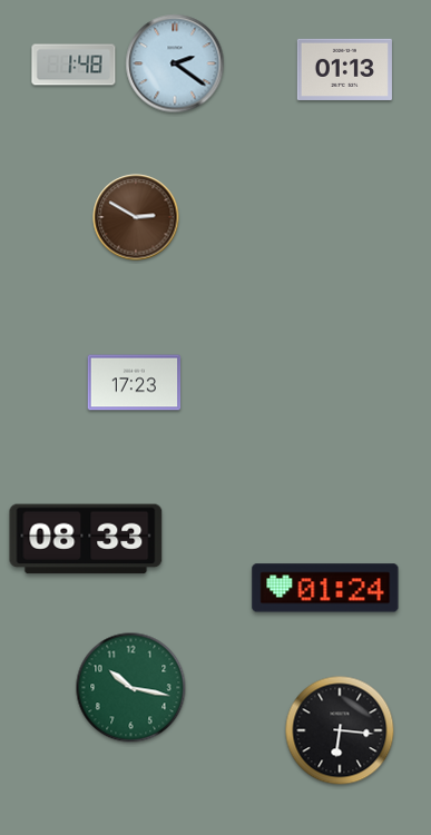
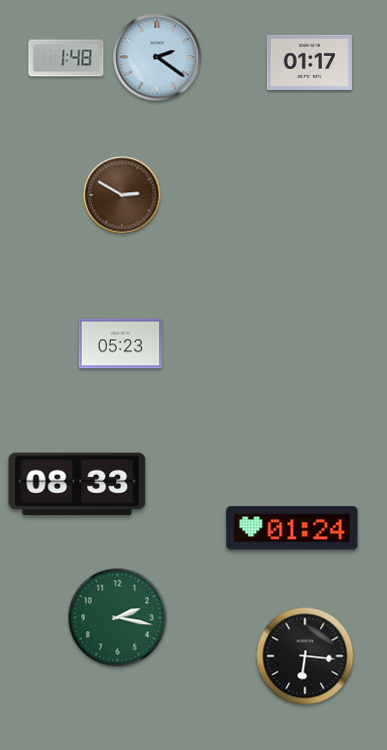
clock at (344, 69): 01:13 -> 01:17
clock at (135, 383): 17:23 -> 05:23
clock at (131, 688): 10:17 -> 2:17
